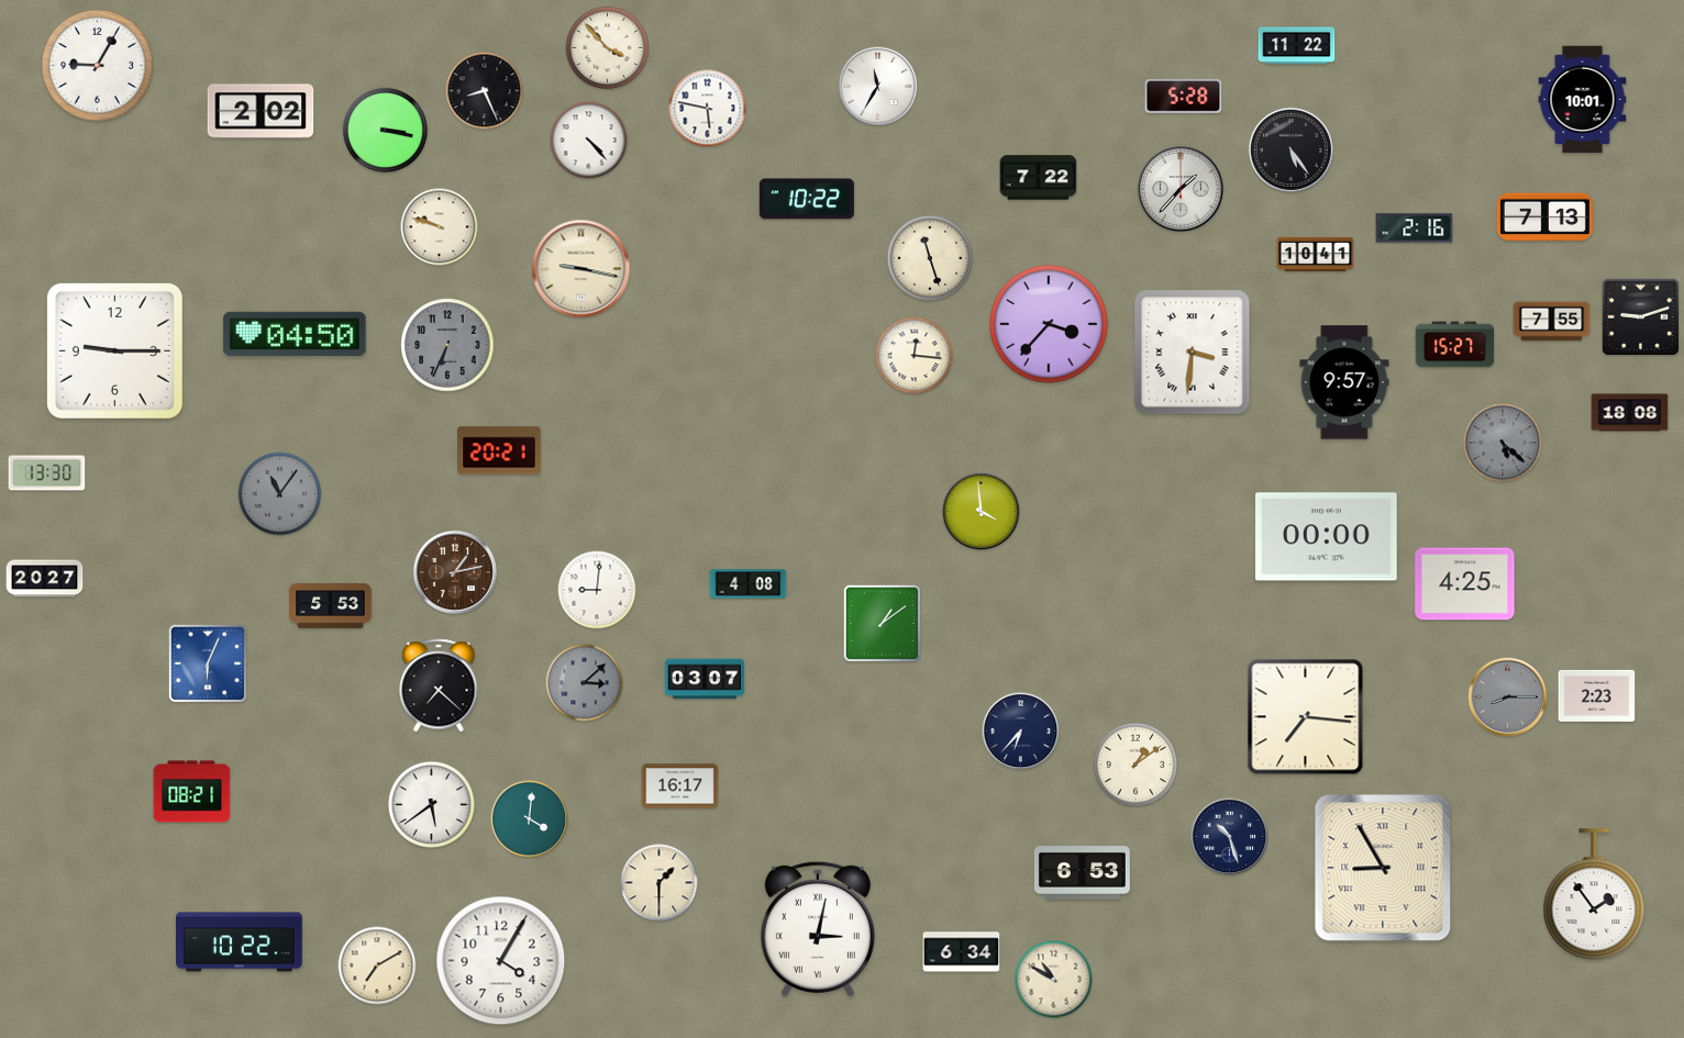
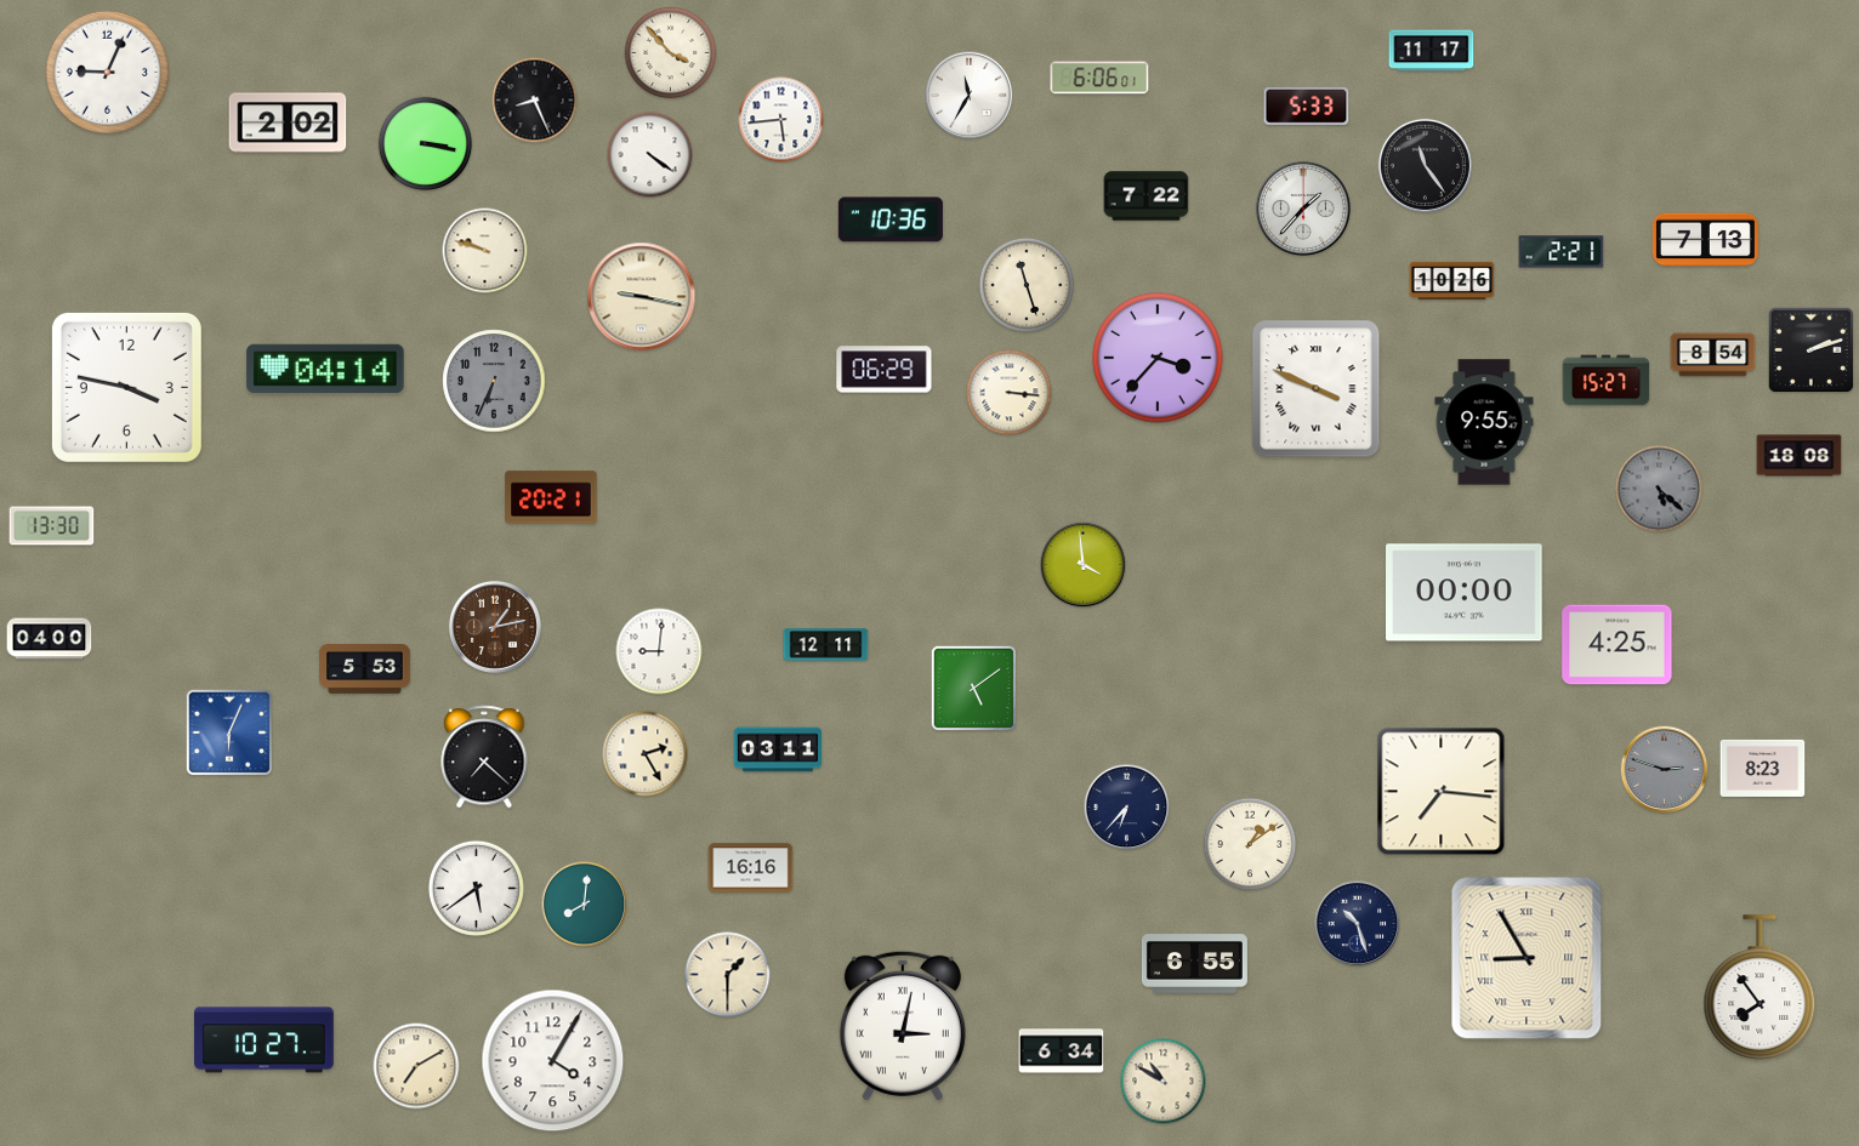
clock at (1297, 46): 11:22 -> 11:17
clock at (97, 65): 9:05 -> 9:04
clock at (1099, 78): none -> 6:06
clock at (1184, 96): 5:28 -> 5:33
clock at (1583, 100): 10:01 -> none
clock at (708, 109): 5:47 -> 5:44
clock at (589, 141): 4:23 -> 4:21
clock at (1290, 149): 5:24 -> 11:24
clock at (807, 199): 10:22 -> 10:36
clock at (1415, 228): 2:16 -> 2:21
clock at (1316, 254): 10:41 -> 10:26
clock at (1640, 316): 9:12 -> 2:12
clock at (1552, 322): 7:55 -> 8:54
clock at (295, 334): 04:50 -> 04:14
clock at (885, 370): none -> 06:29
clock at (114, 350): 9:15 -> 3:47
clock at (1193, 353): 3:31 -> 3:49
clock at (915, 356): 12:16 -> 3:16
clock at (1344, 382): 9:57 -> 9:55
clock at (47, 473) position: (47, 473) -> (52, 526)
clock at (280, 494): 11:06 -> none
clock at (455, 572) position: (455, 572) -> (495, 627)
clock at (45, 579): 20:27 -> 04:00
clock at (749, 584): 4:08 -> 12:11
clock at (882, 623): 1:09 -> 5:09
clock at (703, 679): 03:07 -> 03:11
clock at (585, 683): 3:08 -> 2:25
clock at (585, 683) dial: grey -> cream
clock at (1597, 695): 2:23 -> 8:23
clock at (1508, 697): 8:15 -> 2:48
clock at (1135, 764) position: (1135, 764) -> (1250, 844)
clock at (680, 786): 16:17 -> 16:16
clock at (192, 792): 08:21 -> none
clock at (530, 819): 4:01 -> 8:01
clock at (1082, 873): 6:53 -> 6:55
clock at (1594, 894): 1:54 -> 7:54
clock at (240, 942): 10:22 -> 10:27
